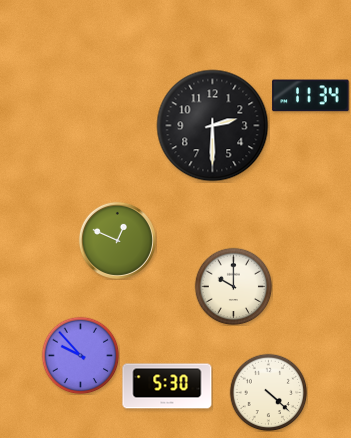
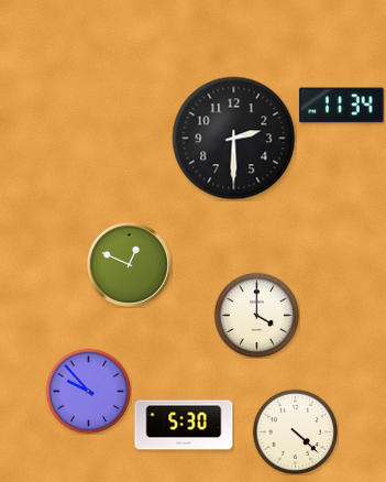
clock at (233, 286): 10:00 -> 4:00
